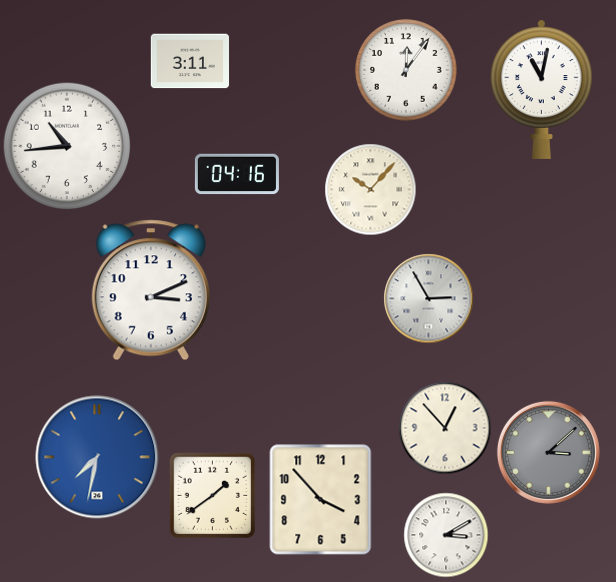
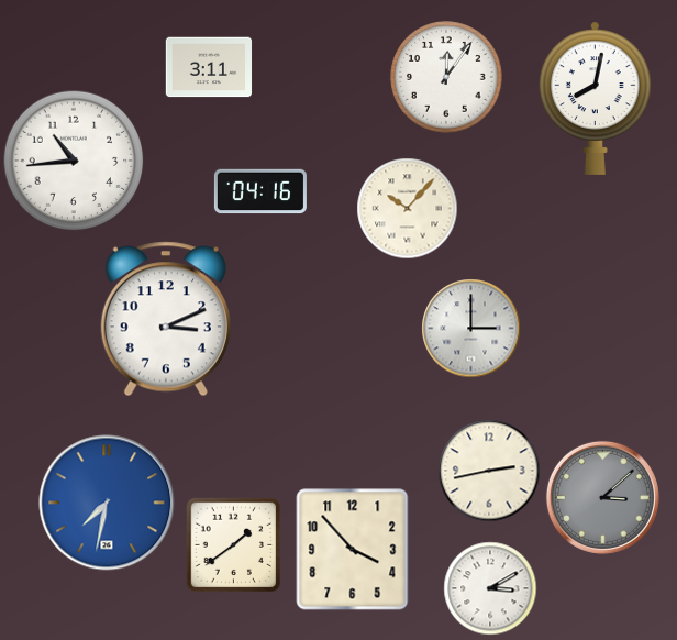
clock at (541, 89): 11:02 -> 8:02
clock at (428, 298): 2:55 -> 3:00
clock at (445, 428): 12:53 -> 2:43
